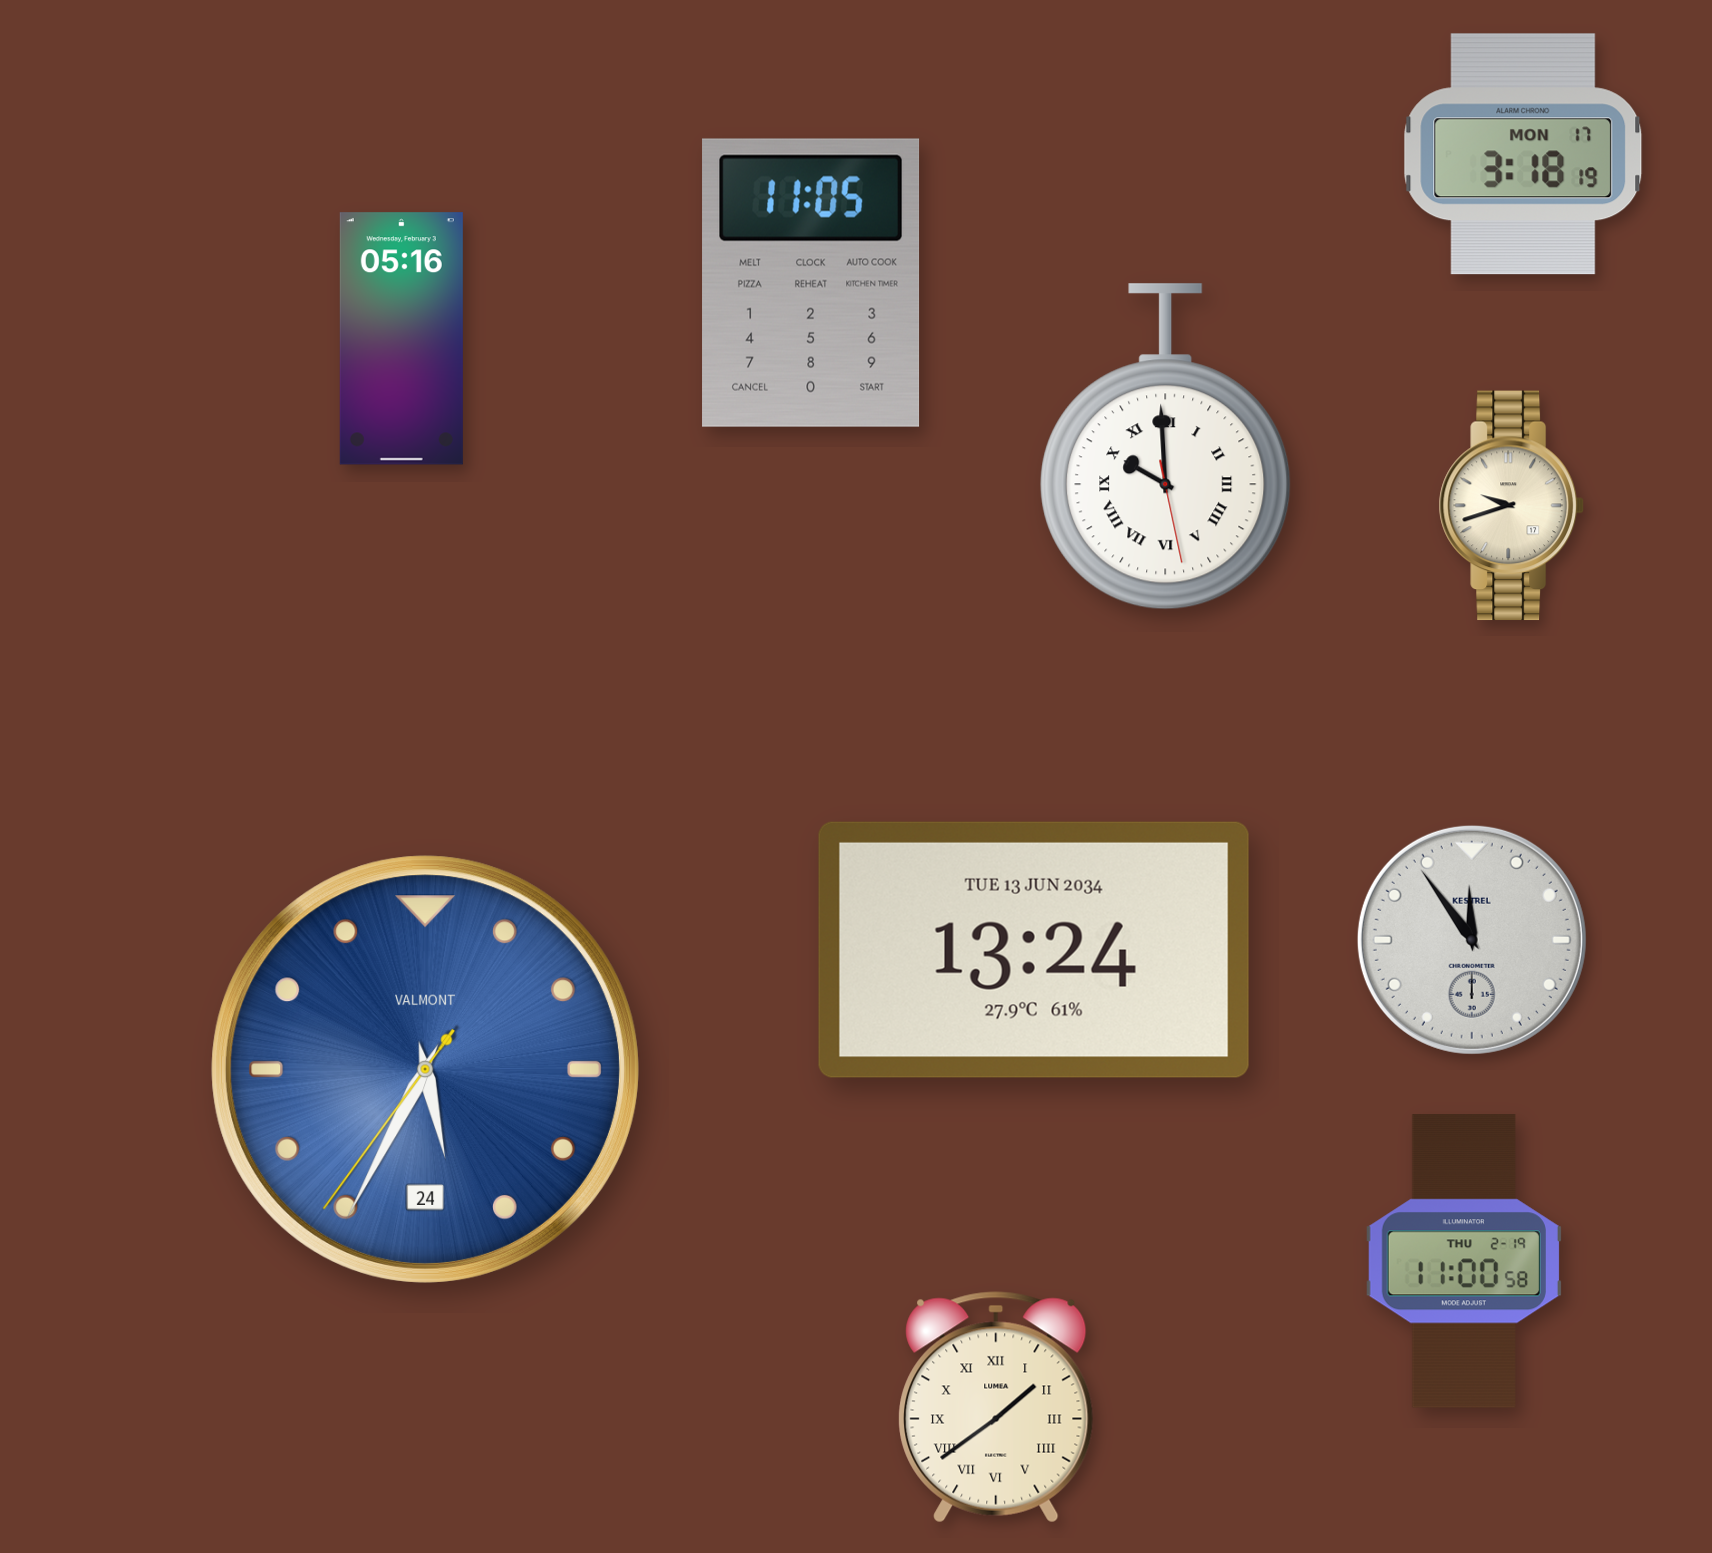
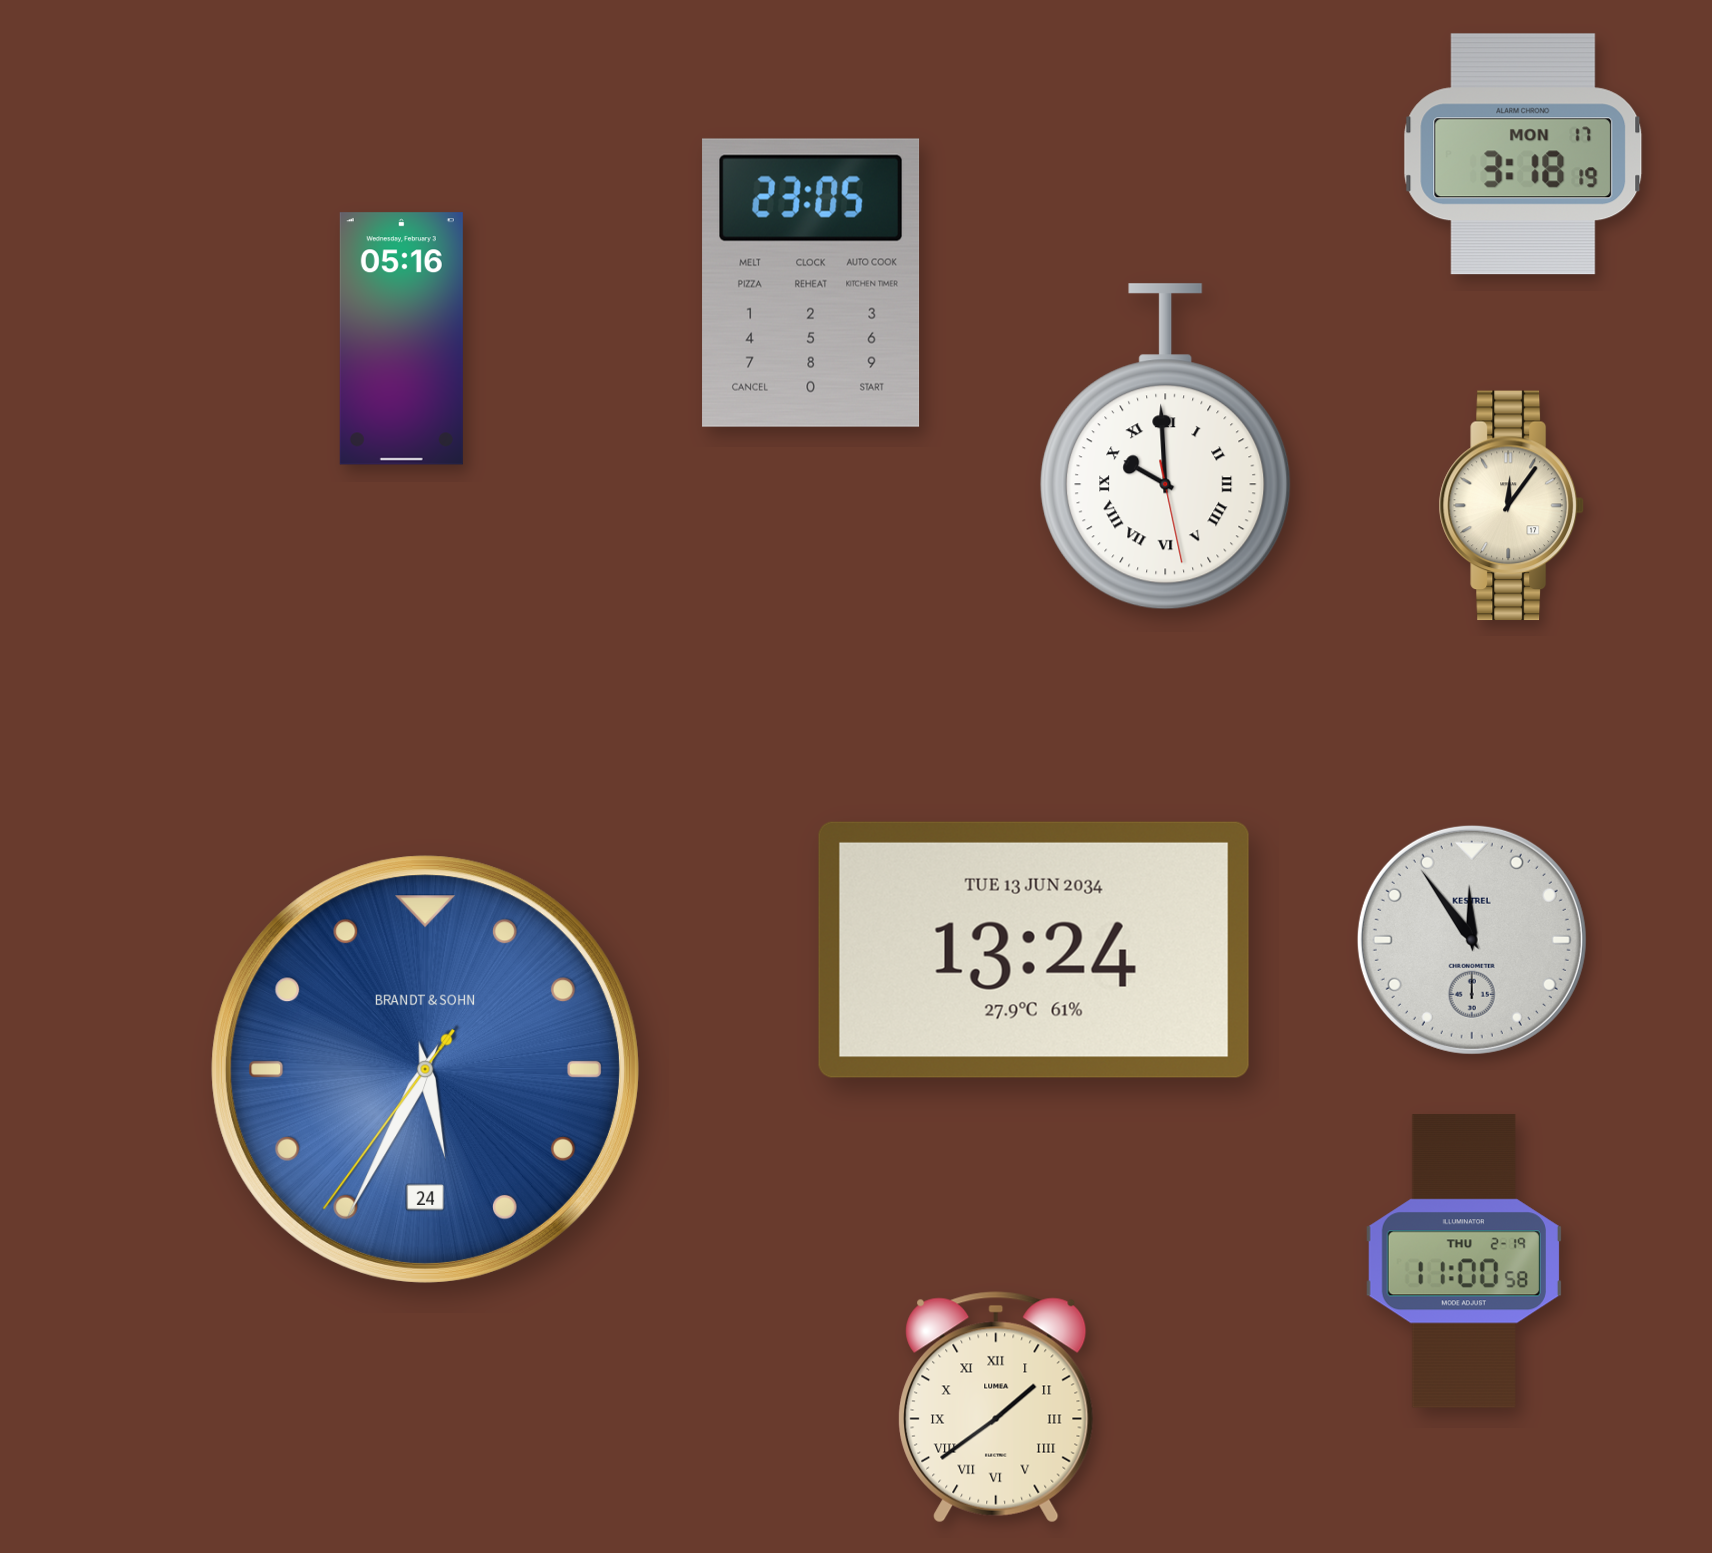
clock at (811, 283): 11:05 -> 23:05
clock at (1511, 506): 9:42 -> 12:06
clock at (425, 1069) brand: VALMONT -> BRANDT & SOHN
